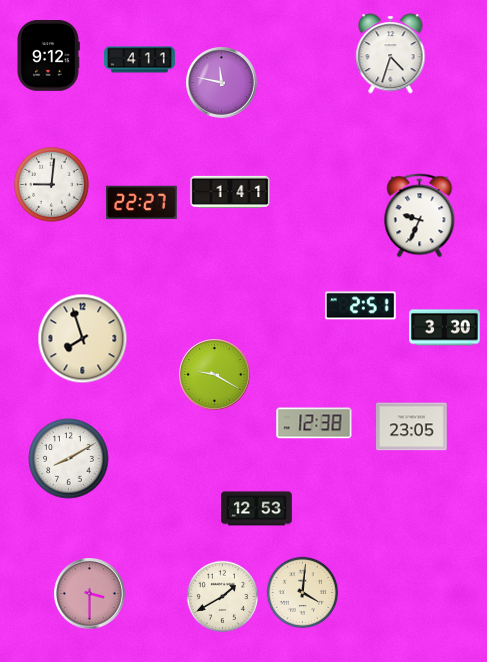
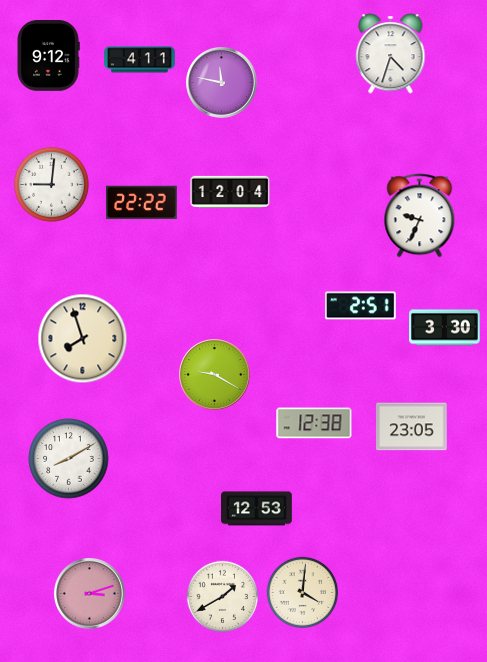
clock at (230, 192): 1:41 -> 12:04
clock at (142, 203): 22:27 -> 22:22
clock at (90, 594): 3:30 -> 3:12
